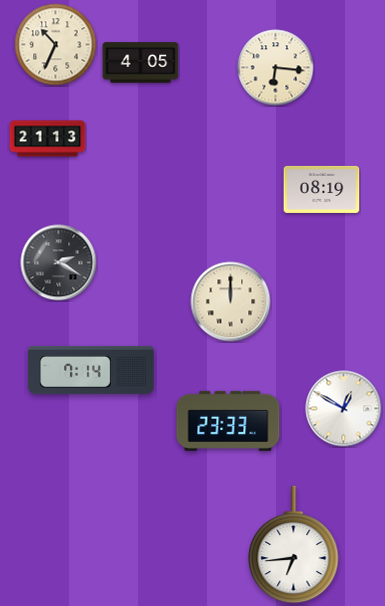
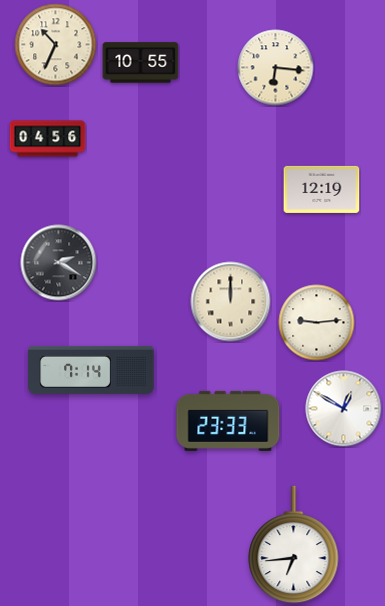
clock at (141, 63): 4:05 -> 10:55
clock at (48, 139): 21:13 -> 04:56
clock at (322, 189): 08:19 -> 12:19
clock at (317, 323): none -> 9:14
